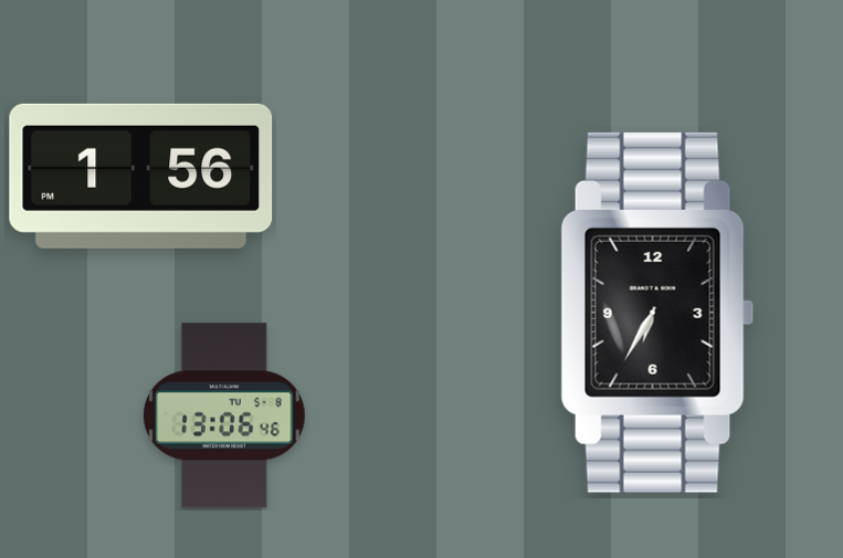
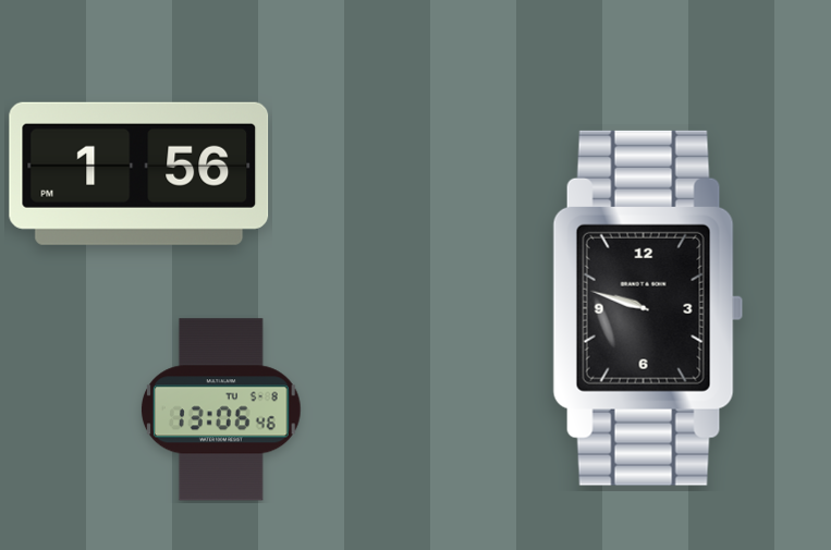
clock at (657, 313): 6:35 -> 9:48
